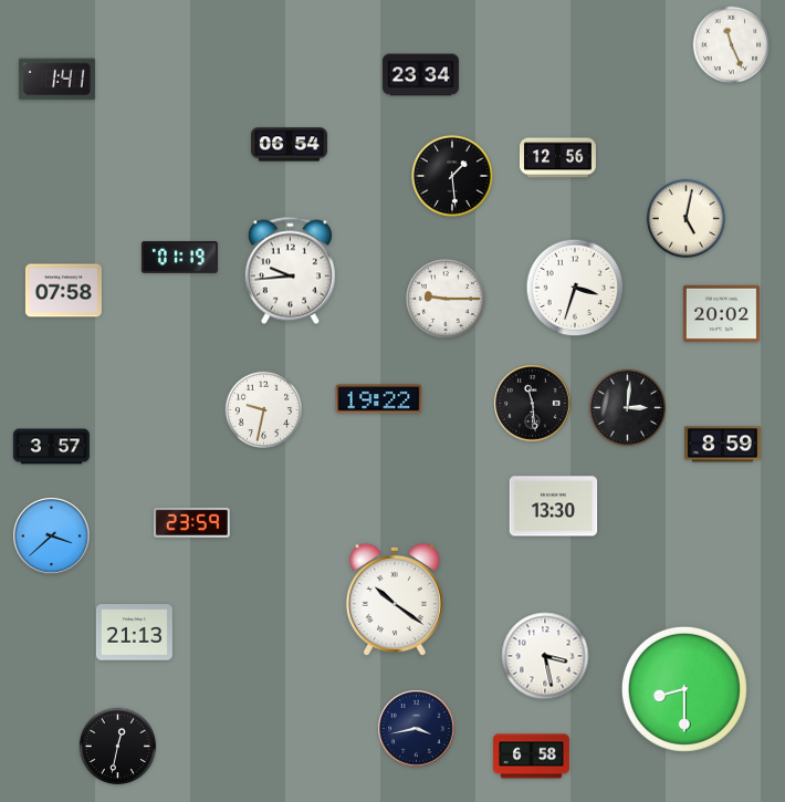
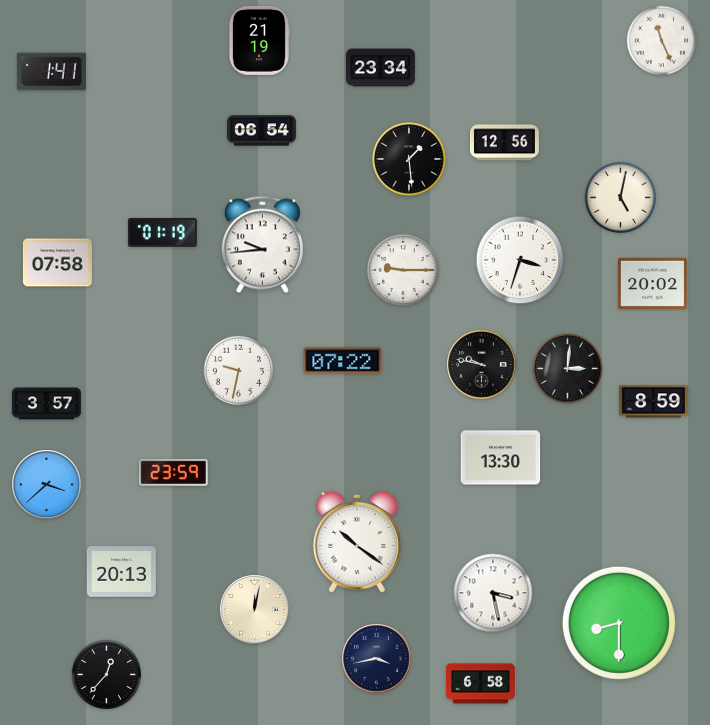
clock at (259, 40): none -> 21:19
clock at (379, 399): 19:22 -> 07:22
clock at (533, 404): 11:29 -> 9:47
clock at (134, 633): 21:13 -> 20:13
clock at (255, 610): none -> 12:02
clock at (118, 747): 12:32 -> 12:37
